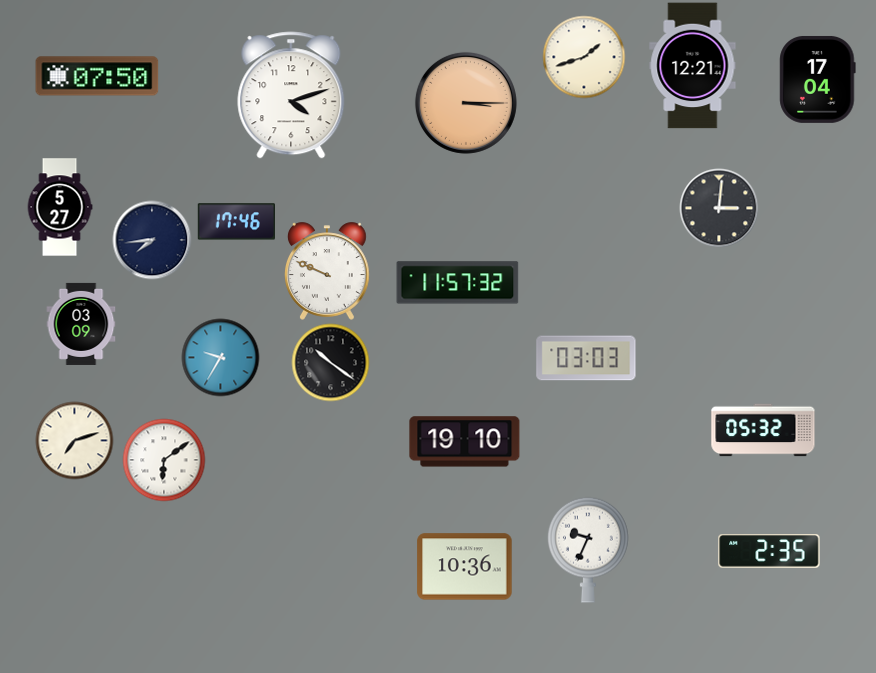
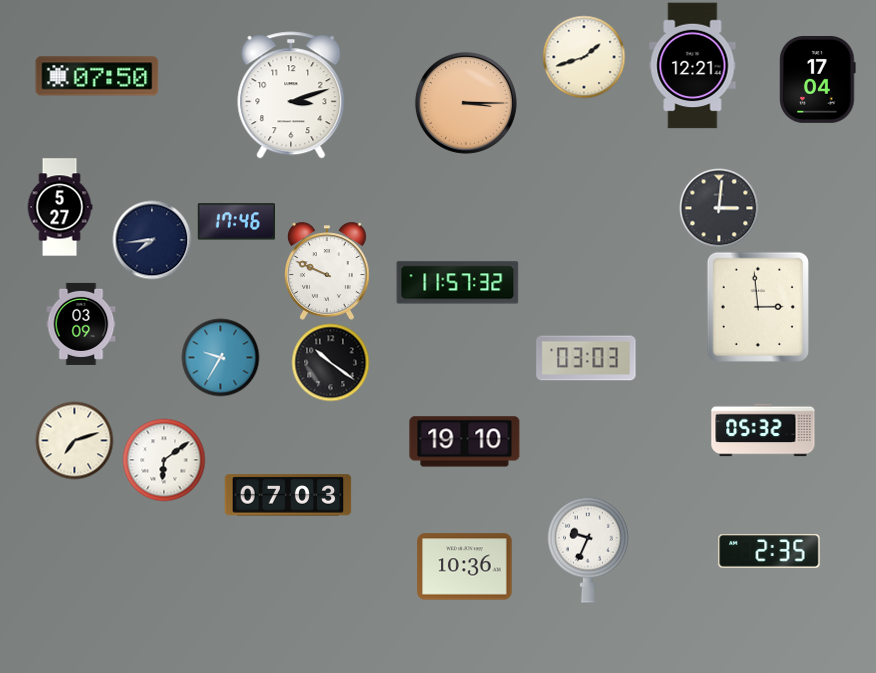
clock at (291, 95): 4:12 -> 3:12
clock at (758, 307): none -> 2:59
clock at (288, 495): none -> 07:03
